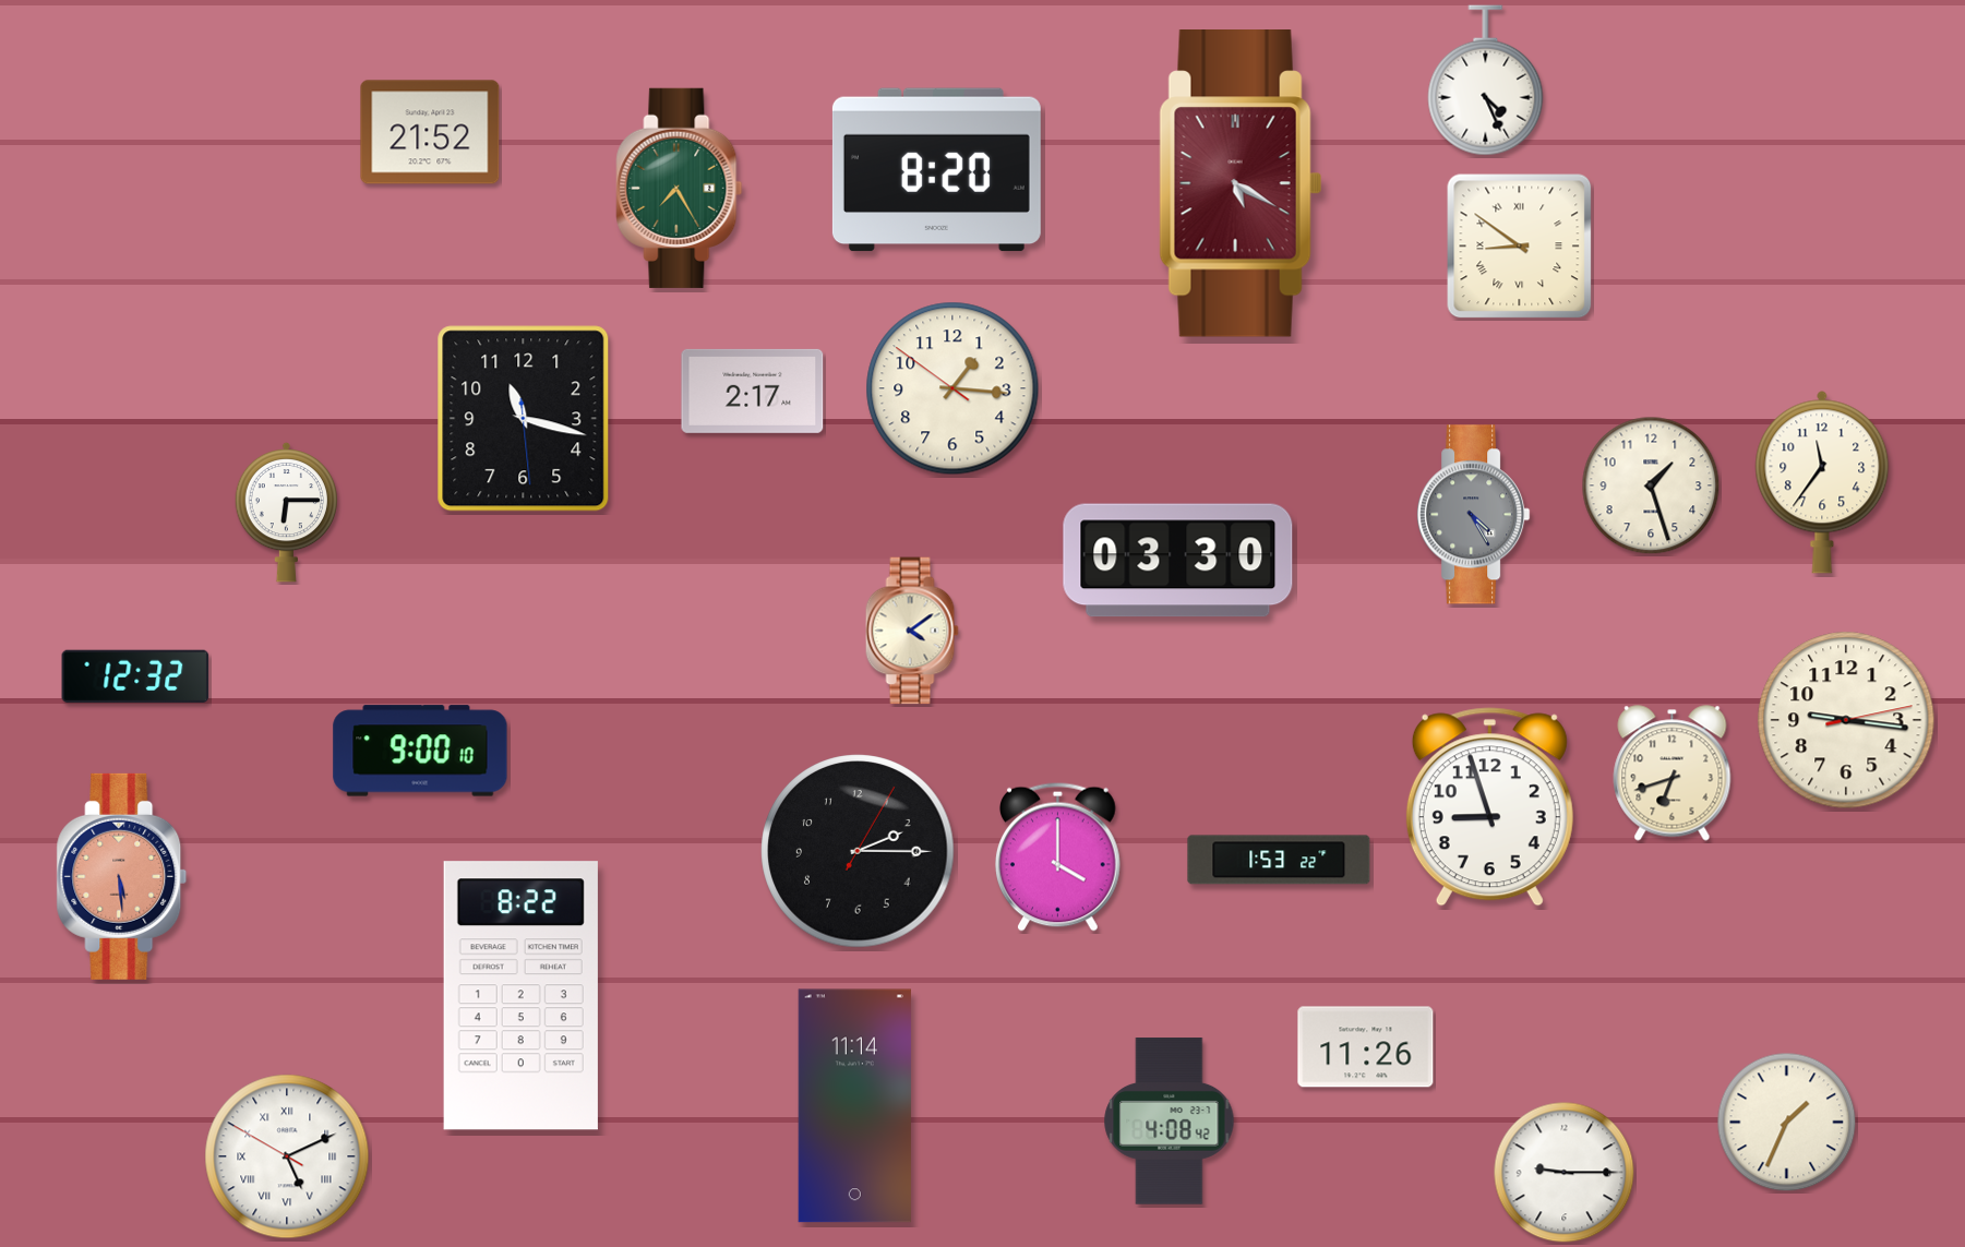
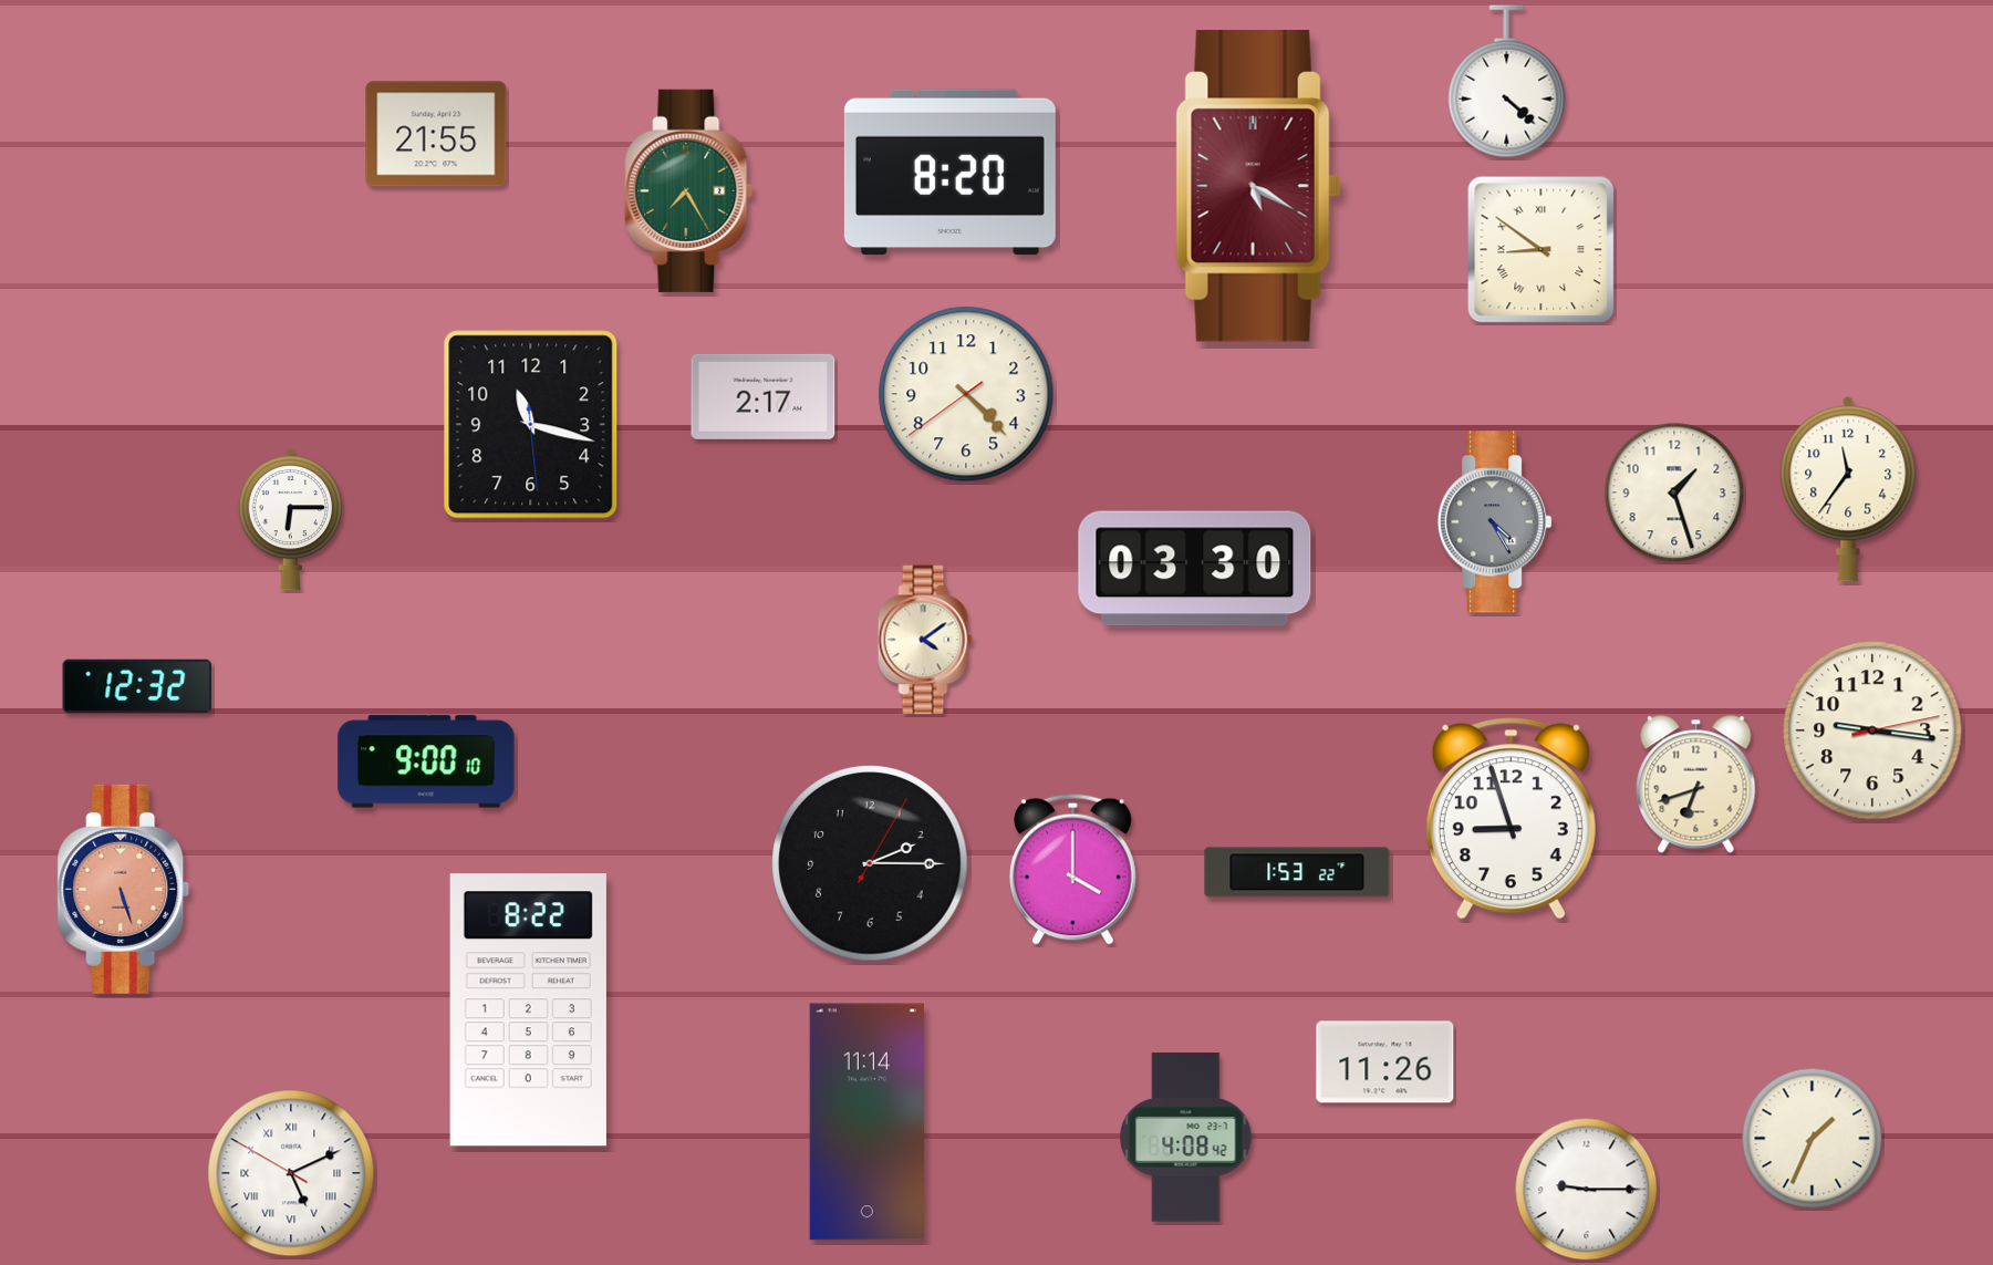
clock at (1486, 81): 4:26 -> 4:22
clock at (430, 132): 21:52 -> 21:55
clock at (952, 388): 1:15 -> 4:22
clock at (122, 876): 5:29 -> 5:27
